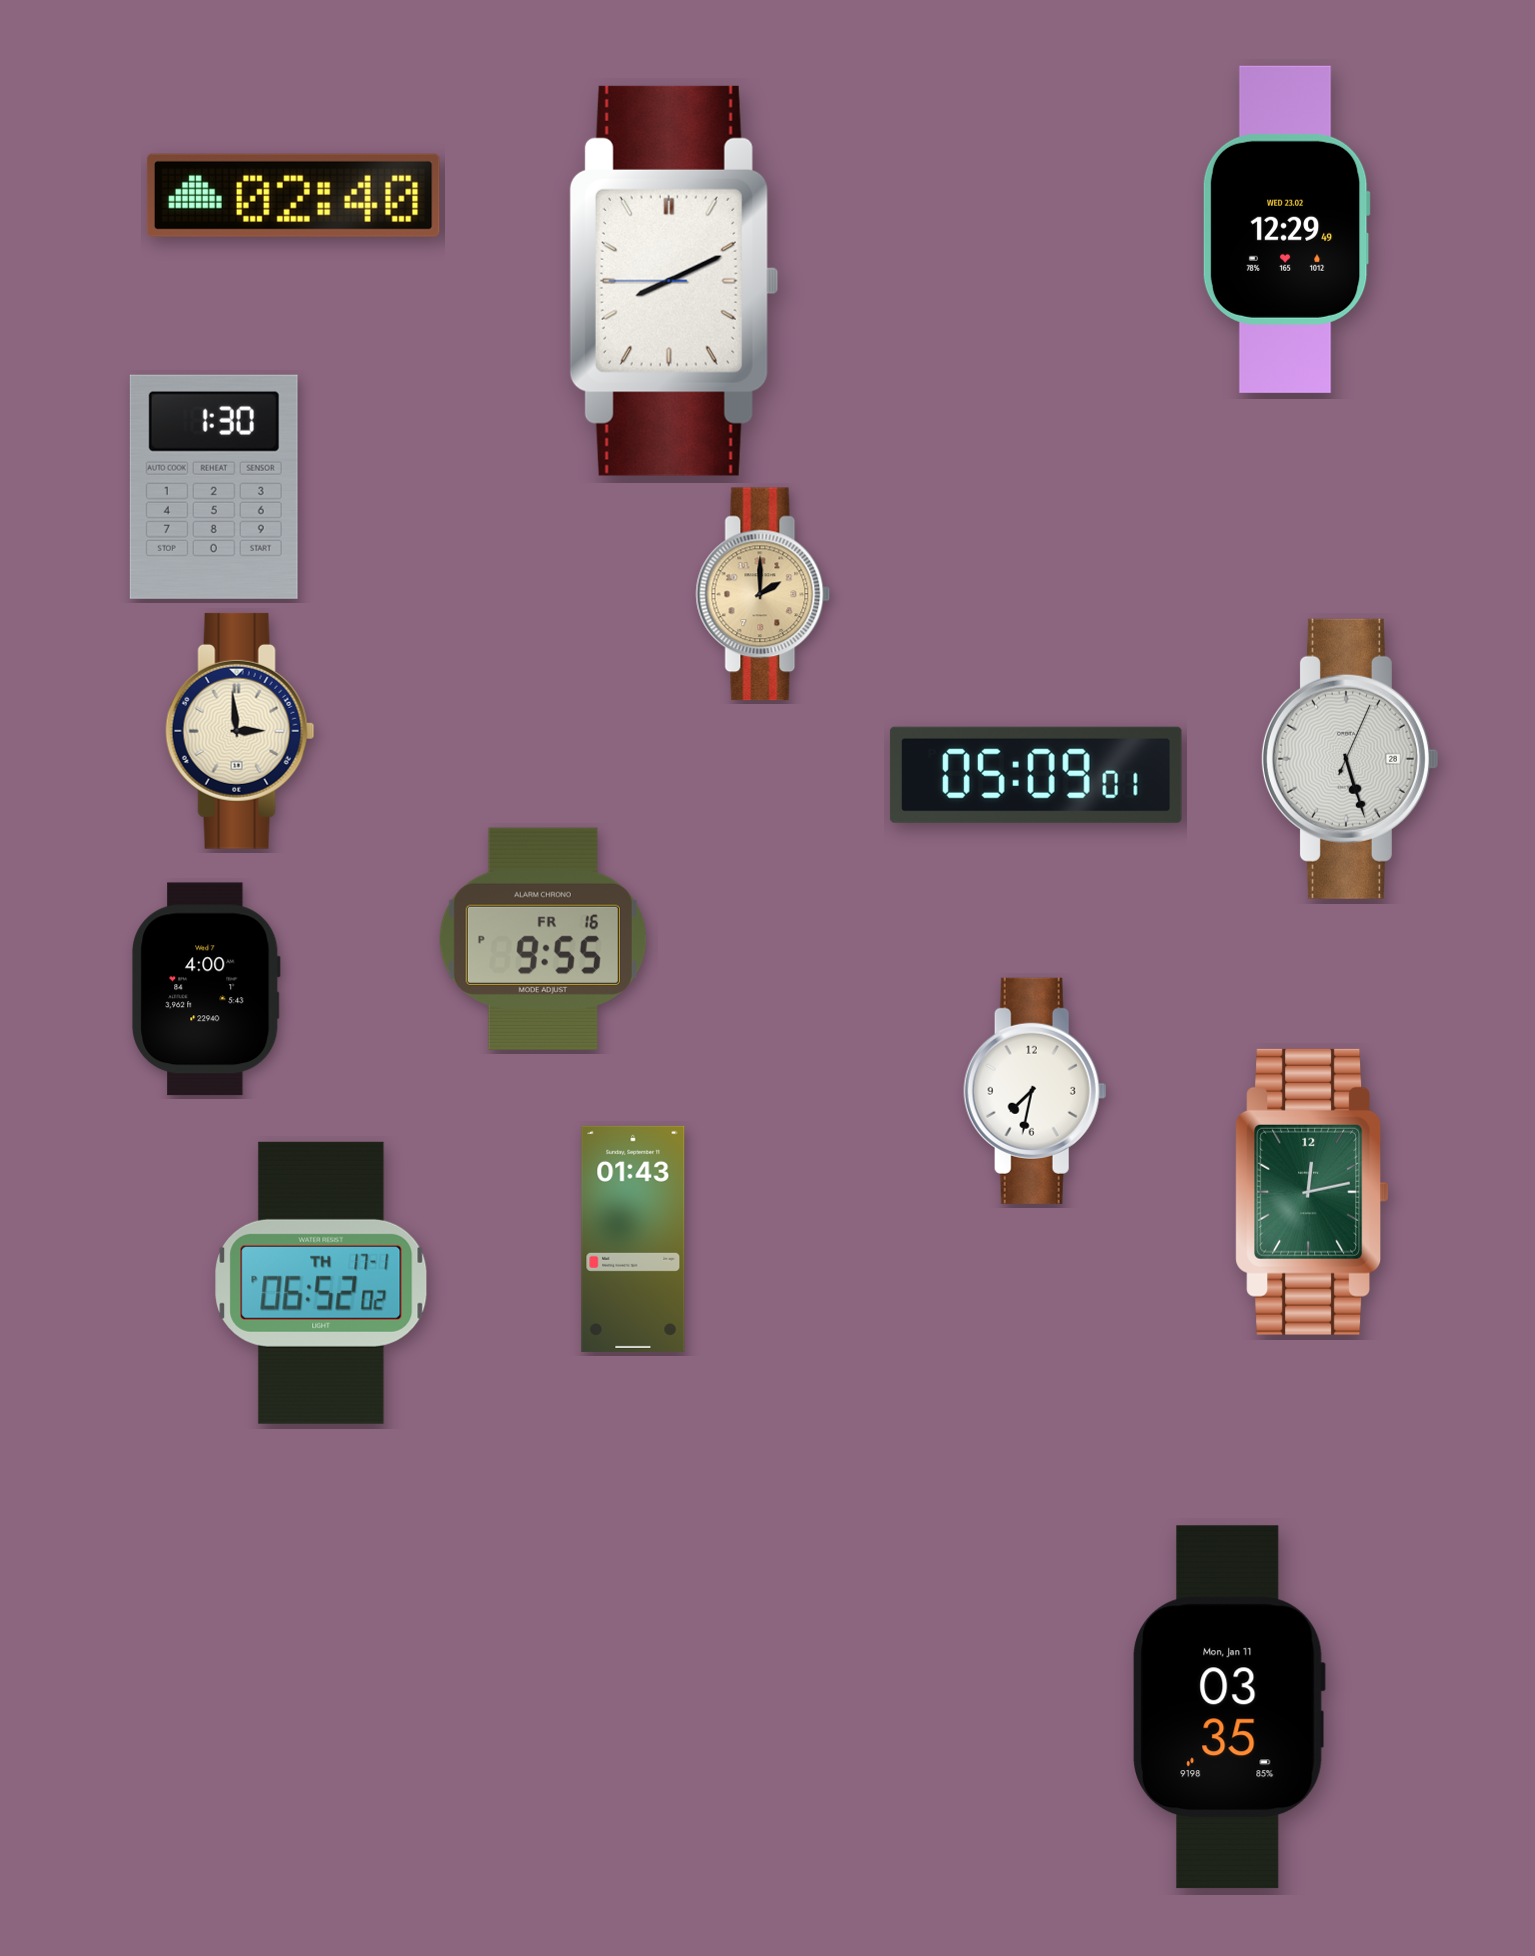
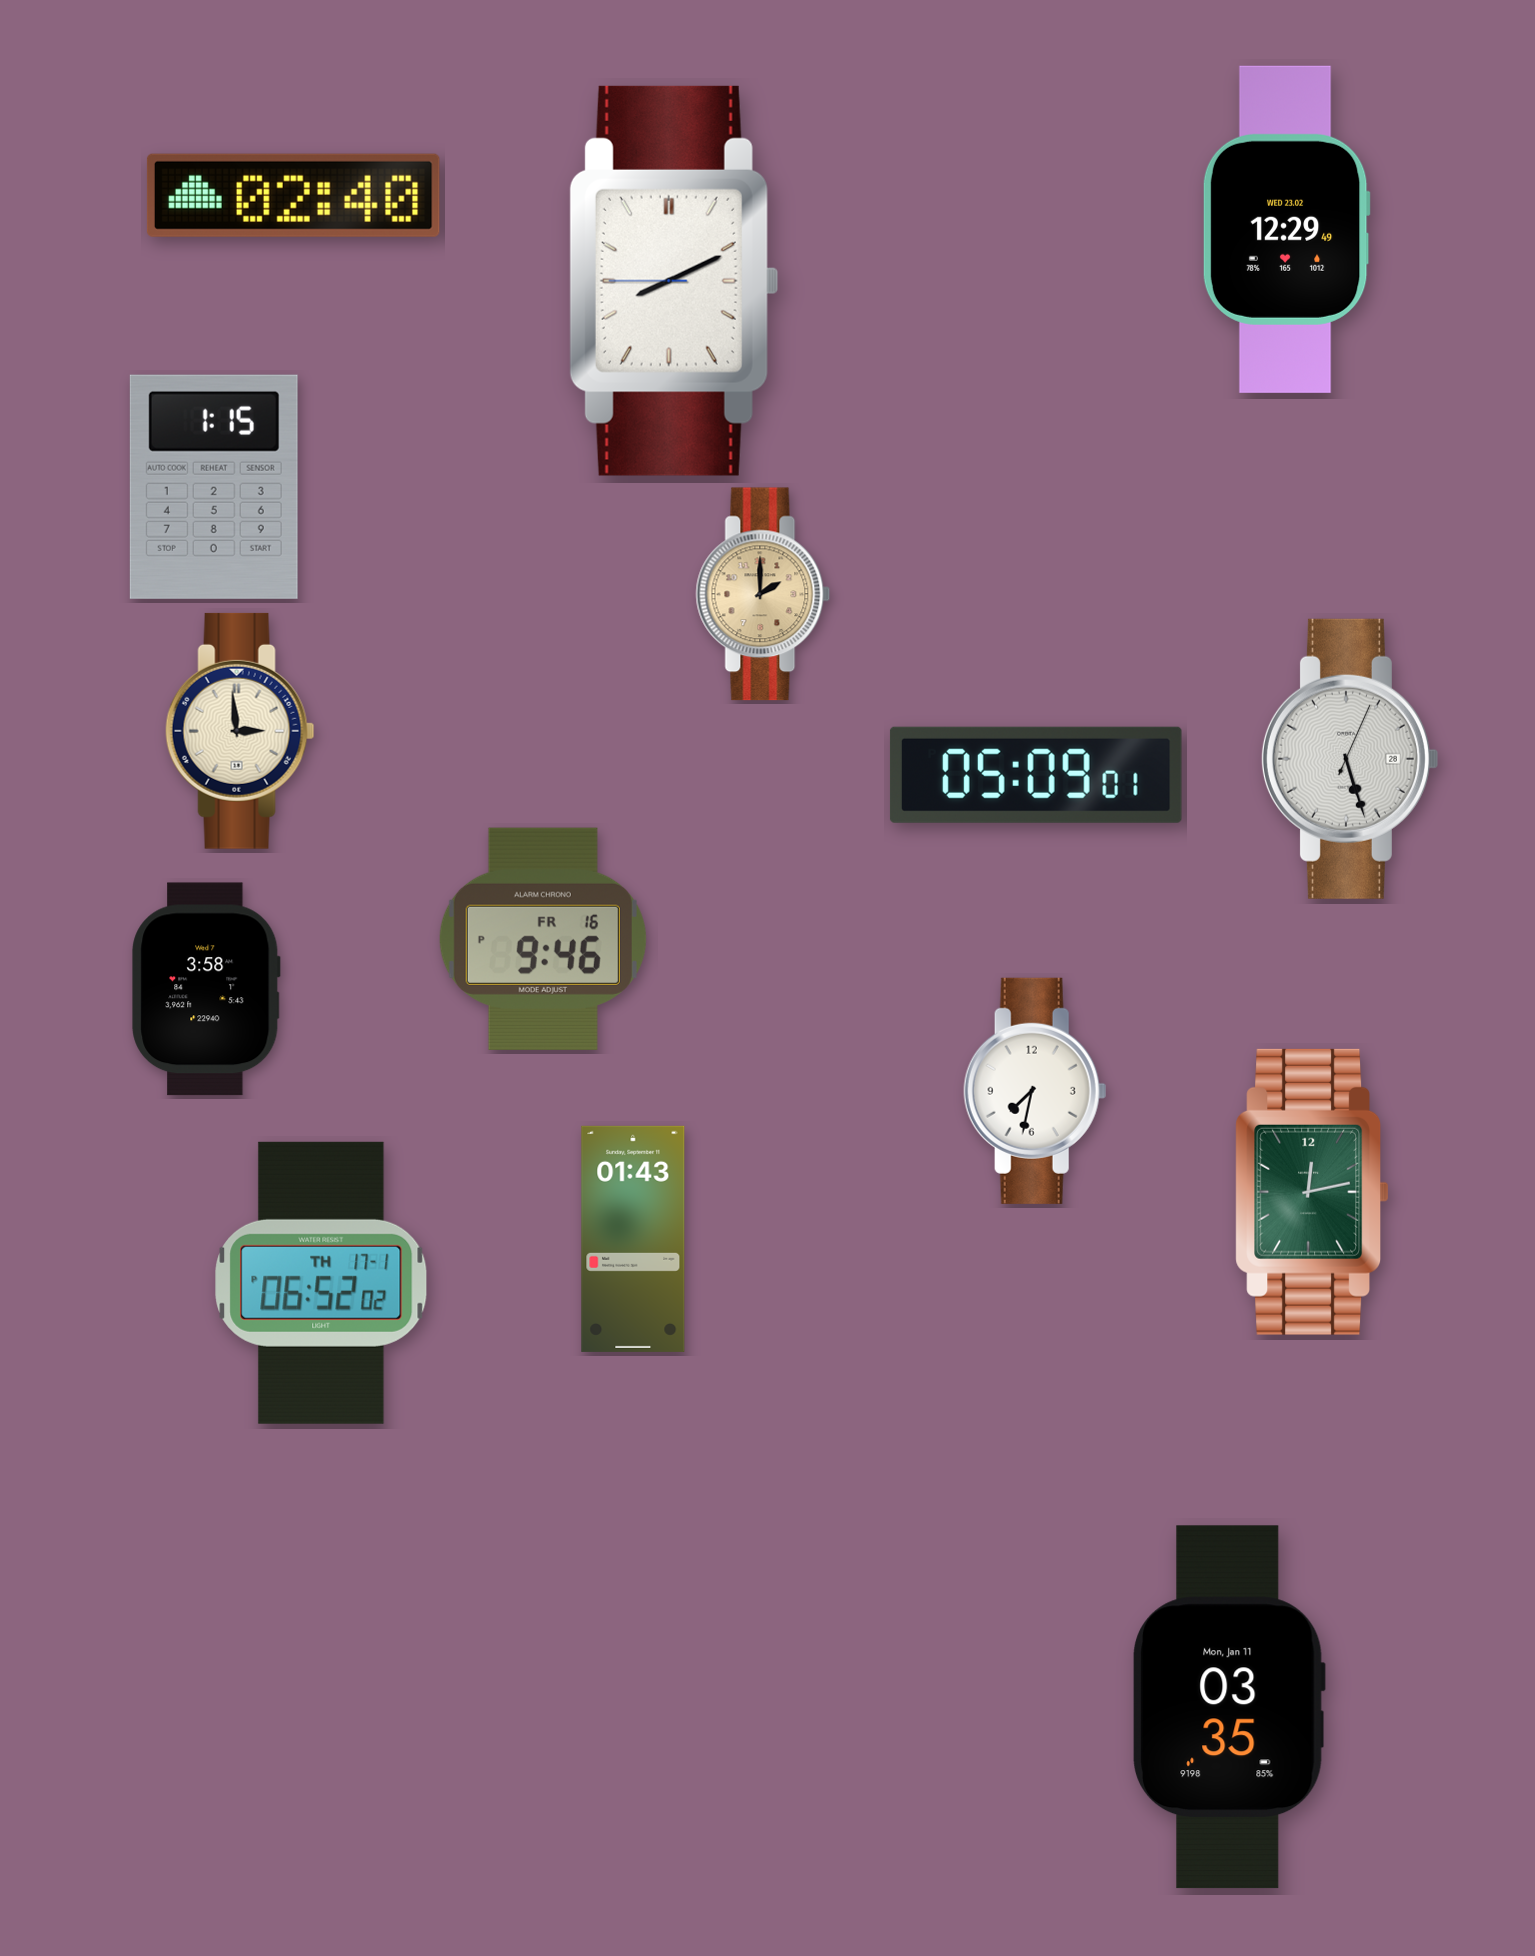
clock at (214, 487): 1:30 -> 1:15
clock at (543, 939): 9:55 -> 9:46
clock at (206, 989): 4:00 -> 3:58
